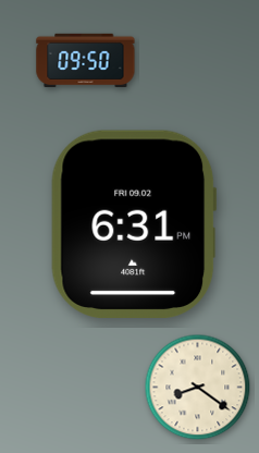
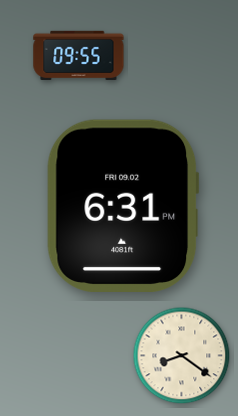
clock at (86, 60): 09:50 -> 09:55
